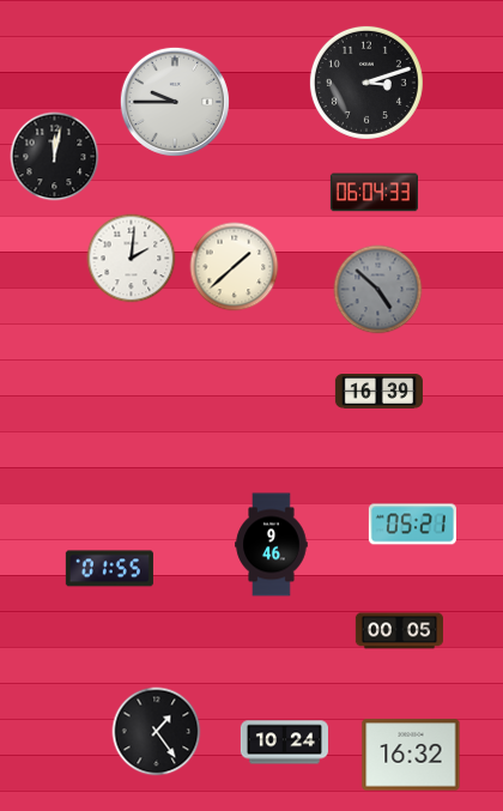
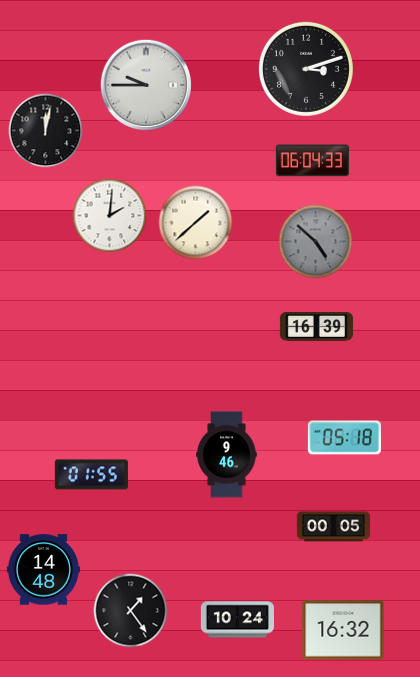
clock at (412, 525): 05:21 -> 05:18
clock at (43, 570): none -> 14:48
